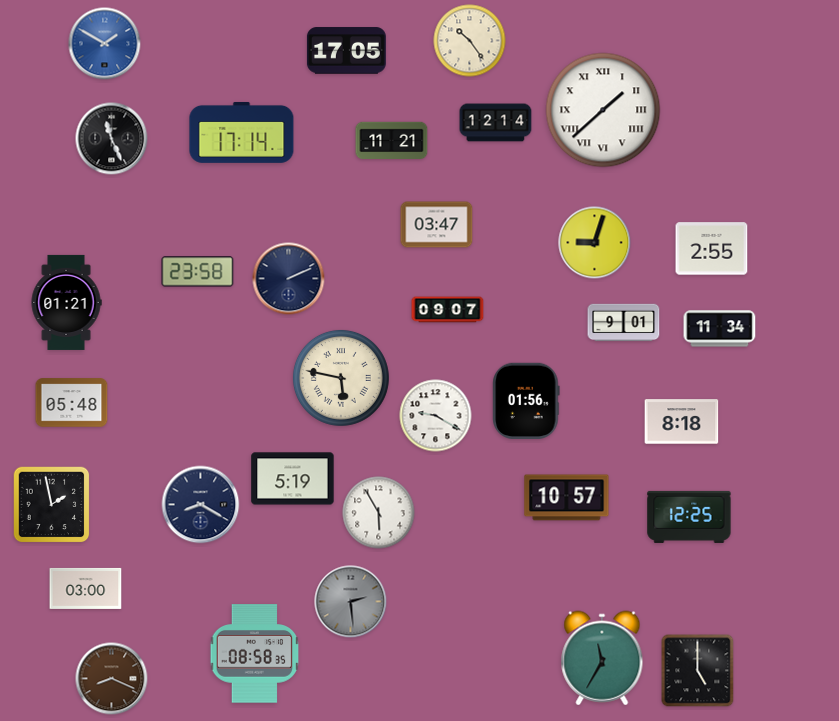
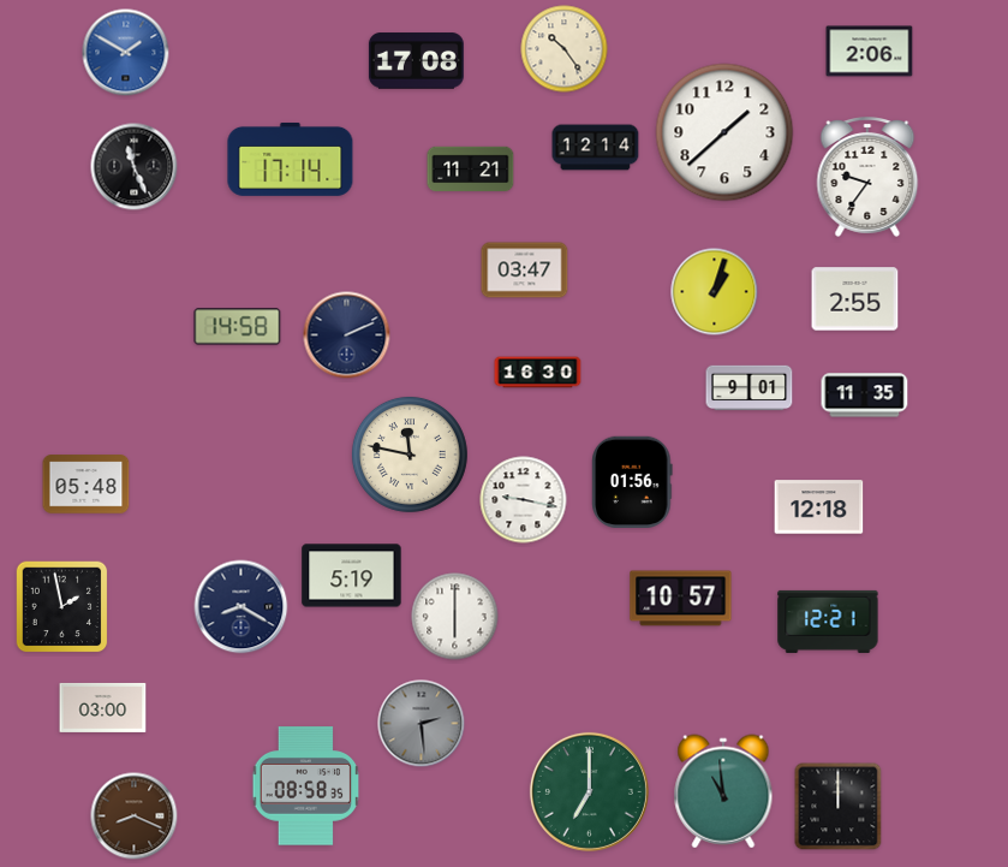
clock at (870, 52): none -> 2:06
clock at (346, 51): 17:05 -> 17:08
clock at (603, 110) numerals: Roman -> Arabic
clock at (867, 178): none -> 9:36
clock at (595, 243): 9:03 -> 1:03
clock at (198, 272): 23:58 -> 14:58
clock at (66, 302): 01:21 -> none
clock at (448, 310): 09:07 -> 16:30
clock at (720, 329): 11:34 -> 11:35
clock at (341, 378): 5:47 -> 11:47
clock at (436, 416): 9:20 -> 9:17
clock at (682, 422): 8:18 -> 12:18
clock at (379, 513): 5:55 -> 6:00
clock at (689, 517): 12:25 -> 12:21
clock at (589, 791): none -> 7:00
clock at (602, 658): 11:35 -> 10:59
clock at (698, 671): 5:00 -> 12:00
